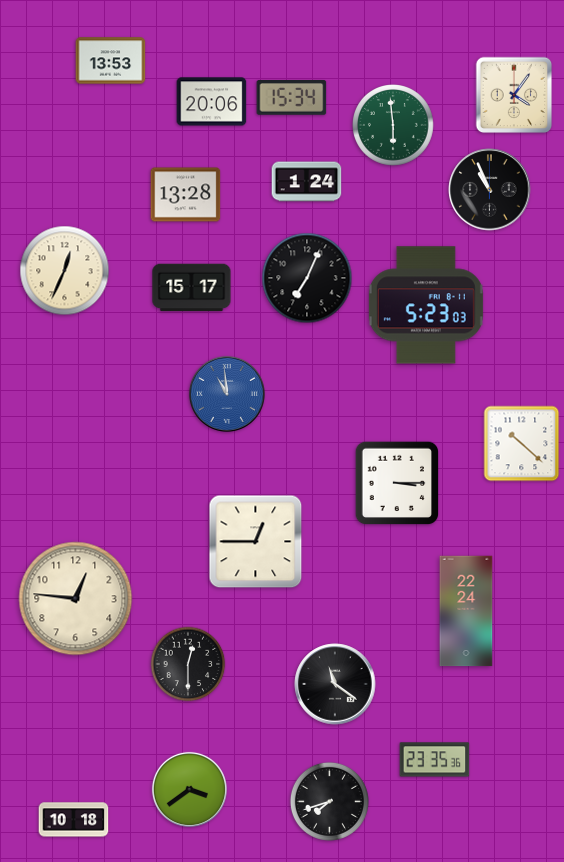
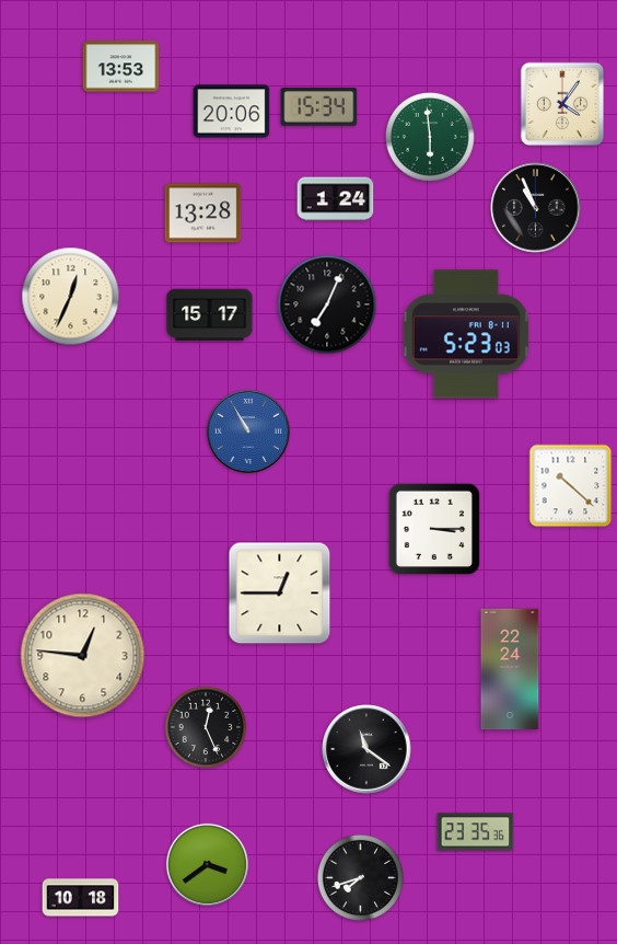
clock at (307, 278) position: (307, 278) -> (327, 304)
clock at (227, 394): 10:59 -> 10:55
clock at (188, 664): 12:30 -> 12:26
